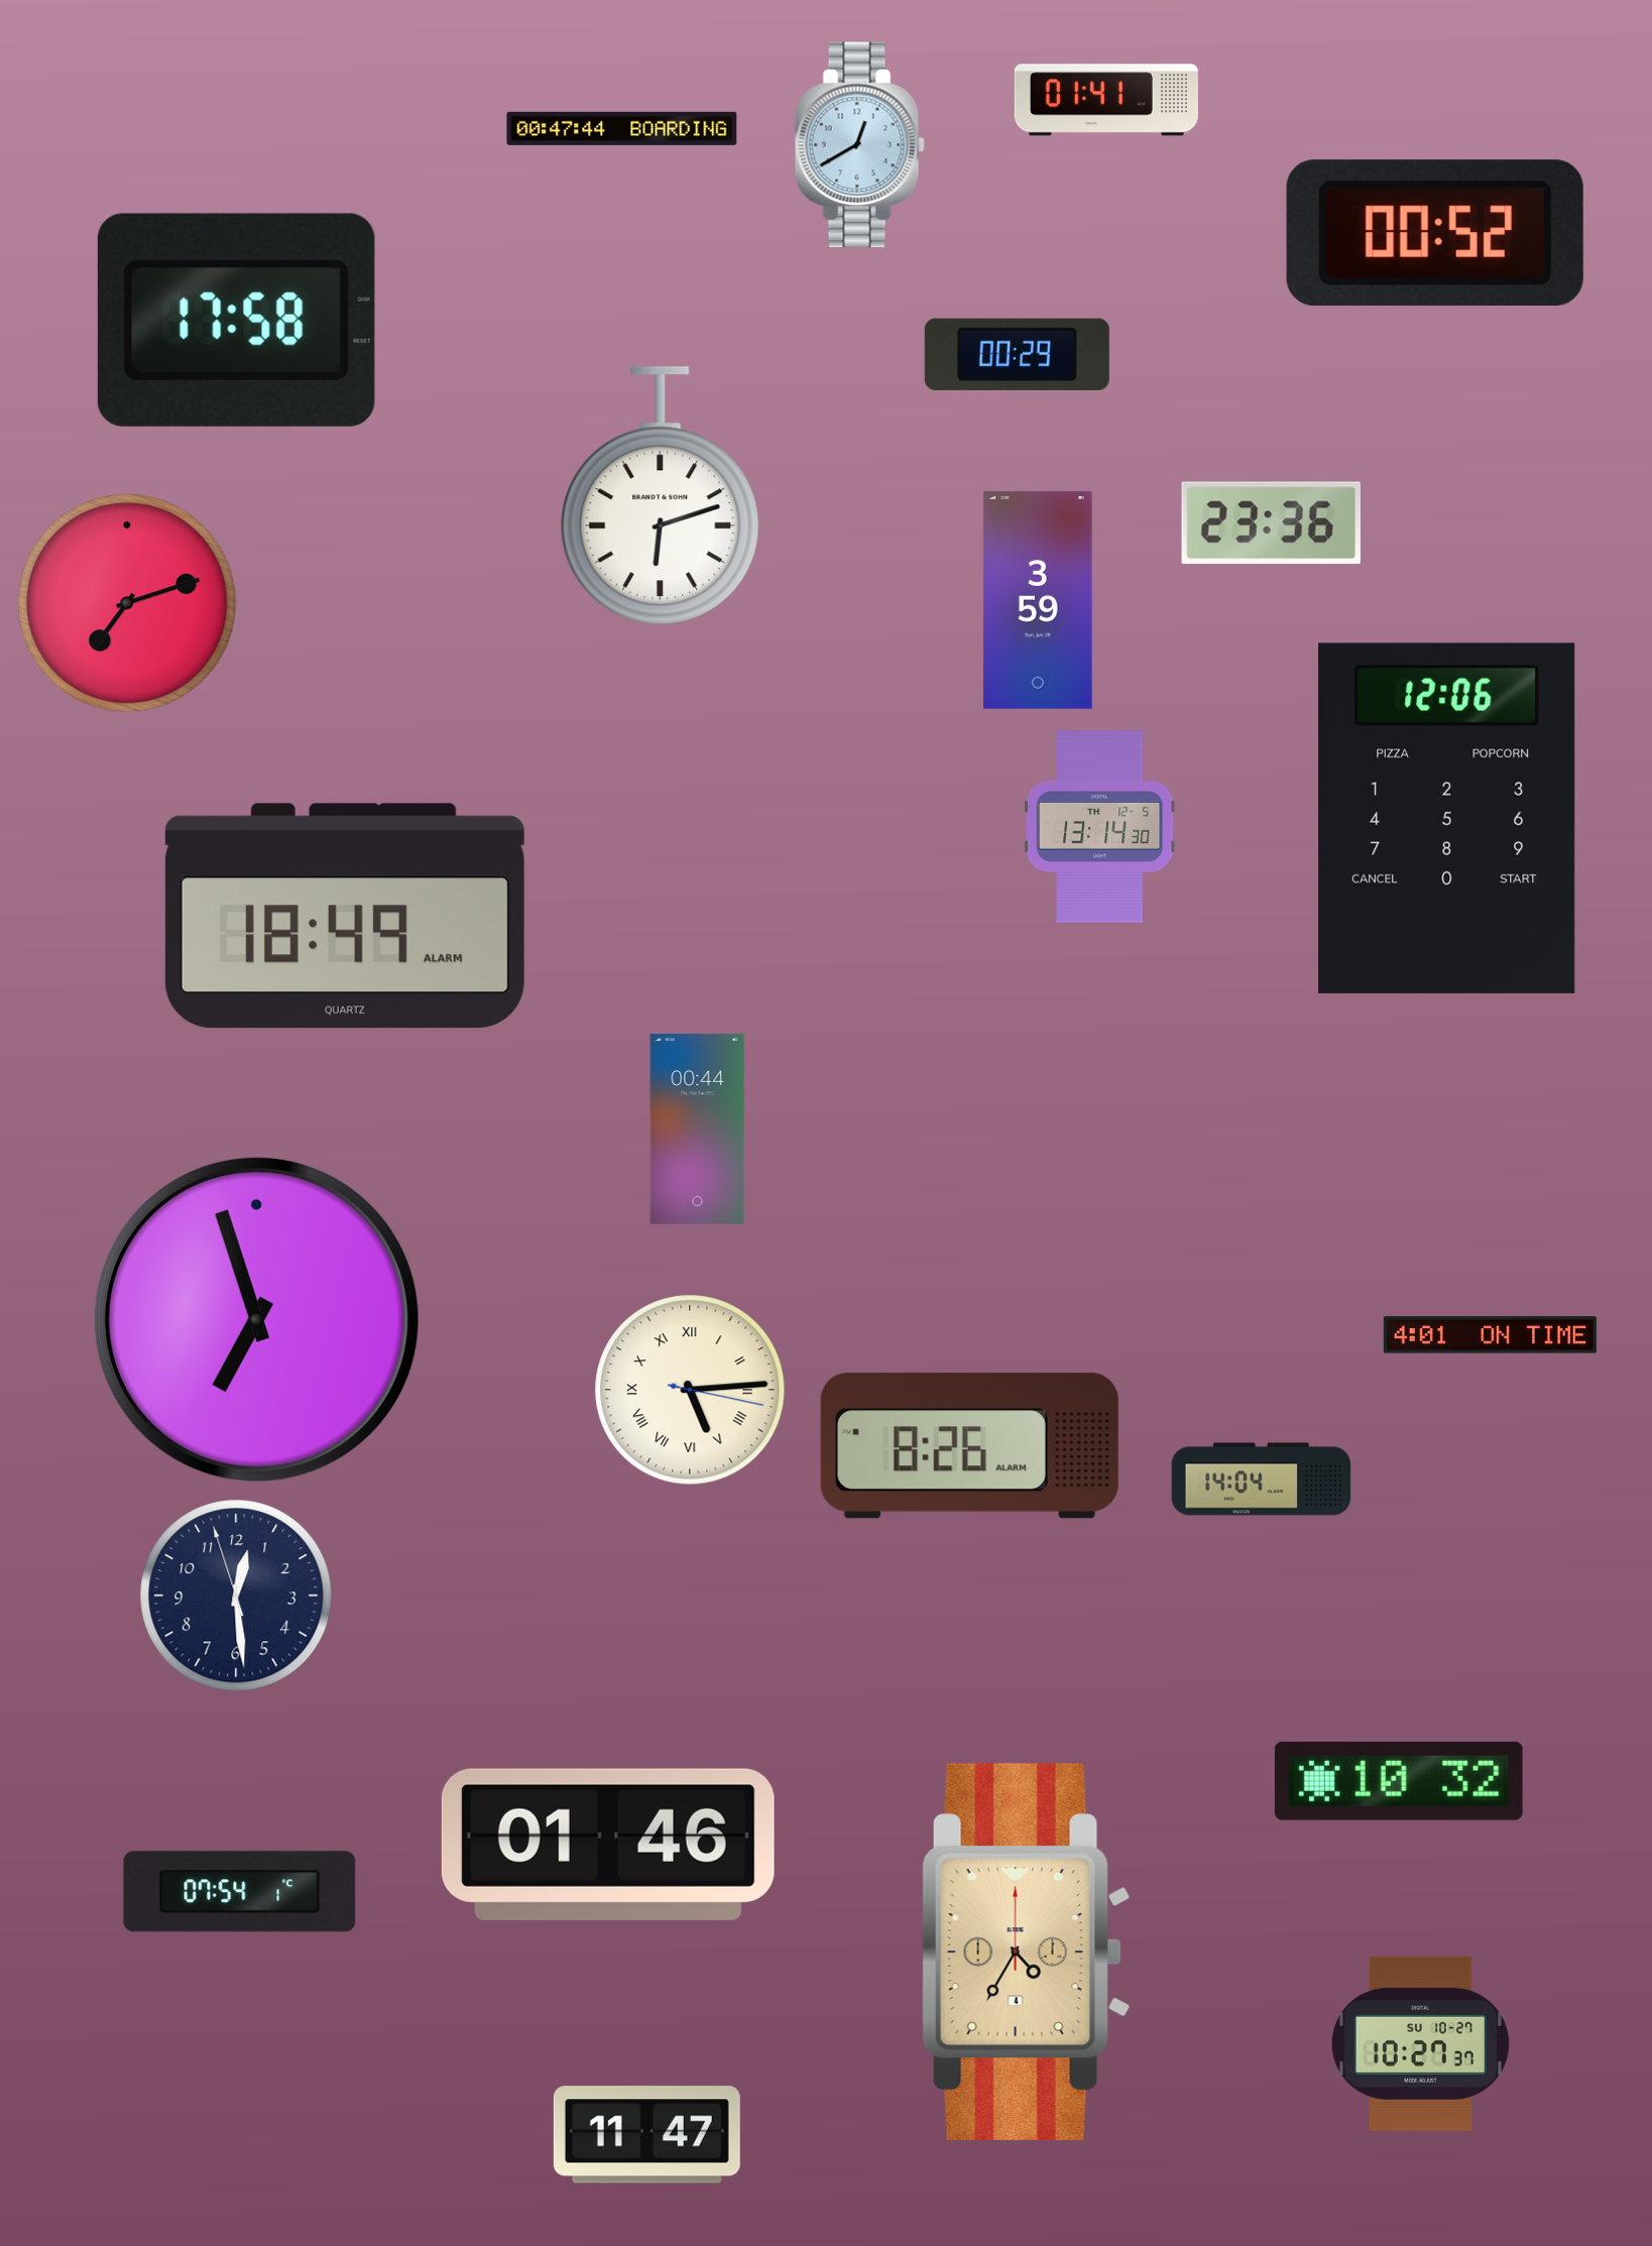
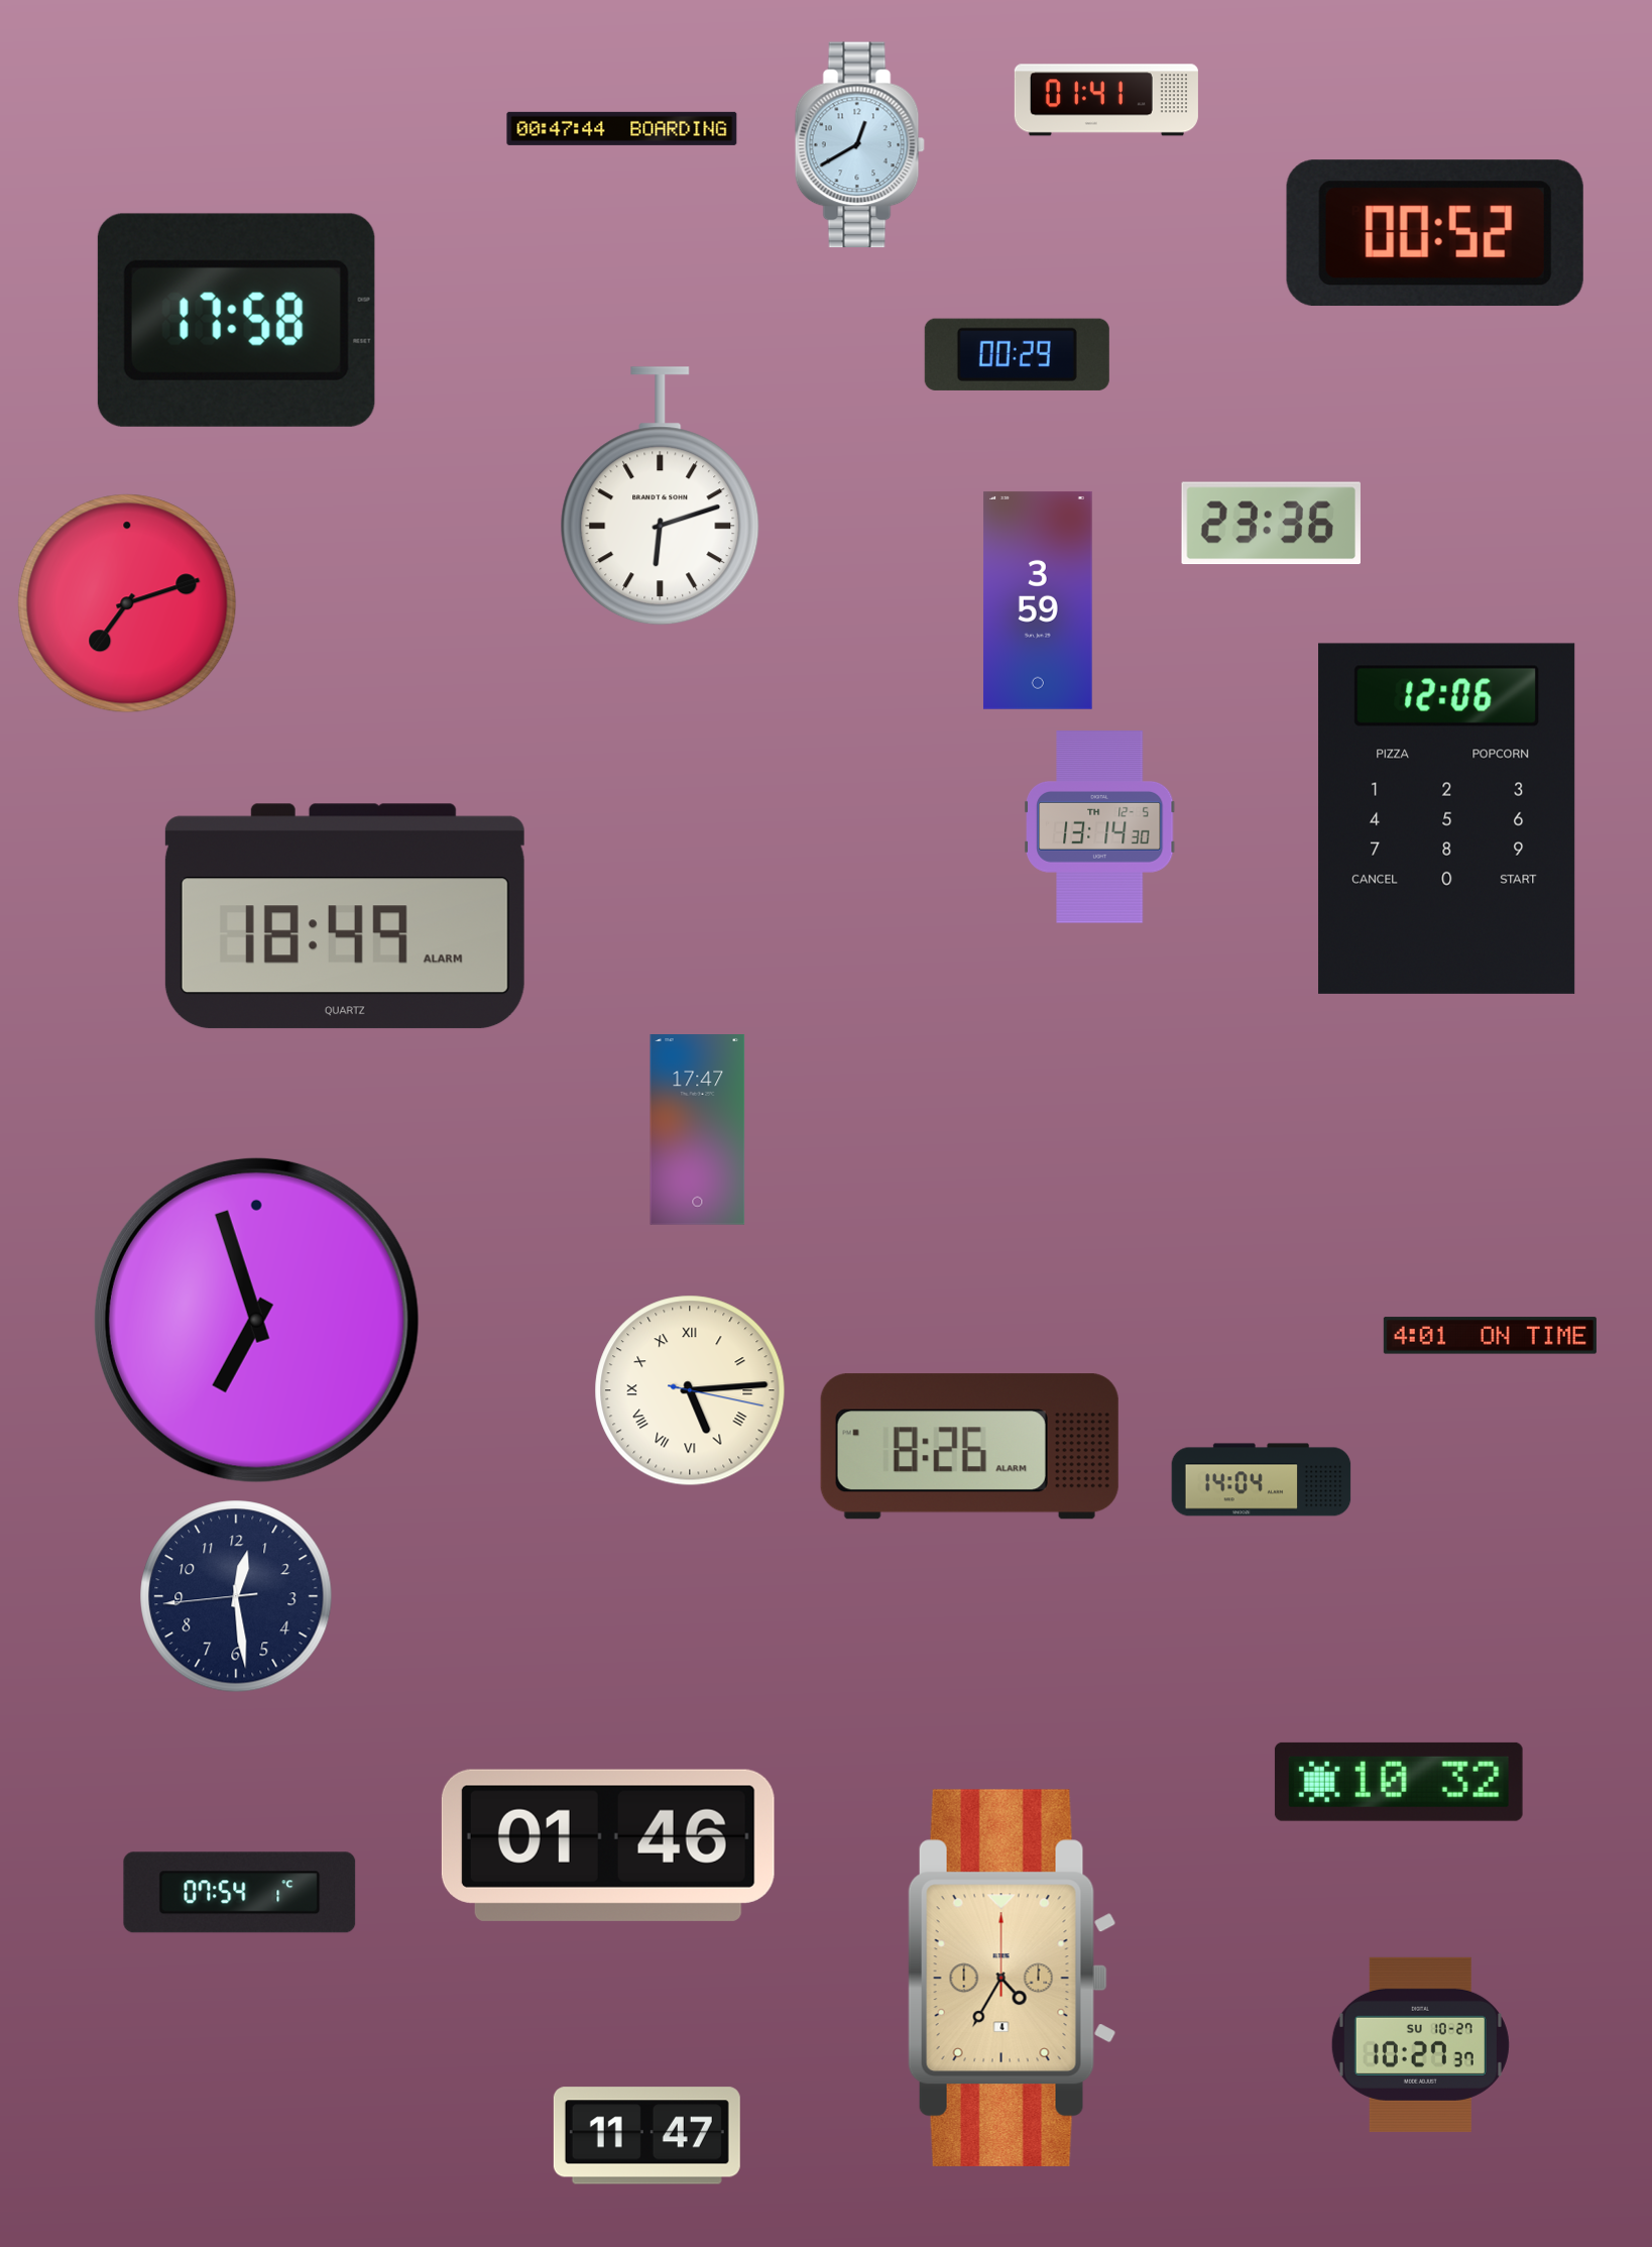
clock at (698, 1130): 00:44 -> 17:47
clock at (236, 1595): 12:28:57 -> 12:28:44
clock at (1026, 1952) position: (1026, 1952) -> (1012, 1978)
